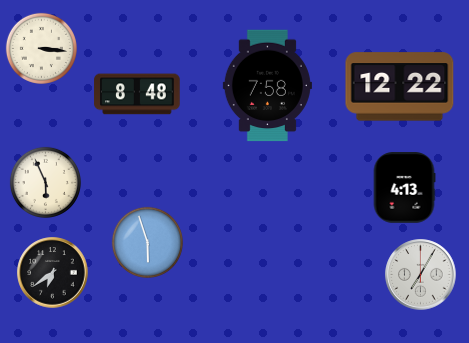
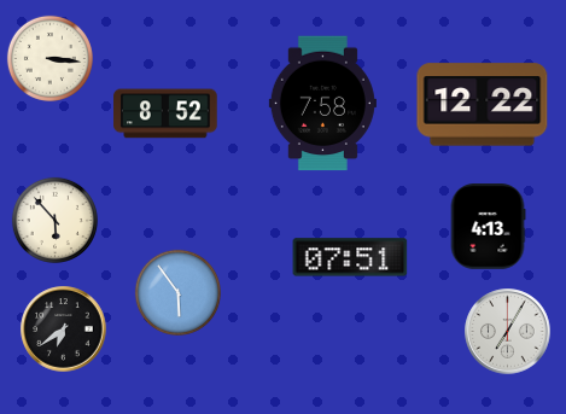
clock at (137, 94): 8:48 -> 8:52
clock at (45, 182): 5:56 -> 5:53
clock at (350, 257): none -> 07:51
clock at (147, 242): 5:57 -> 5:54
